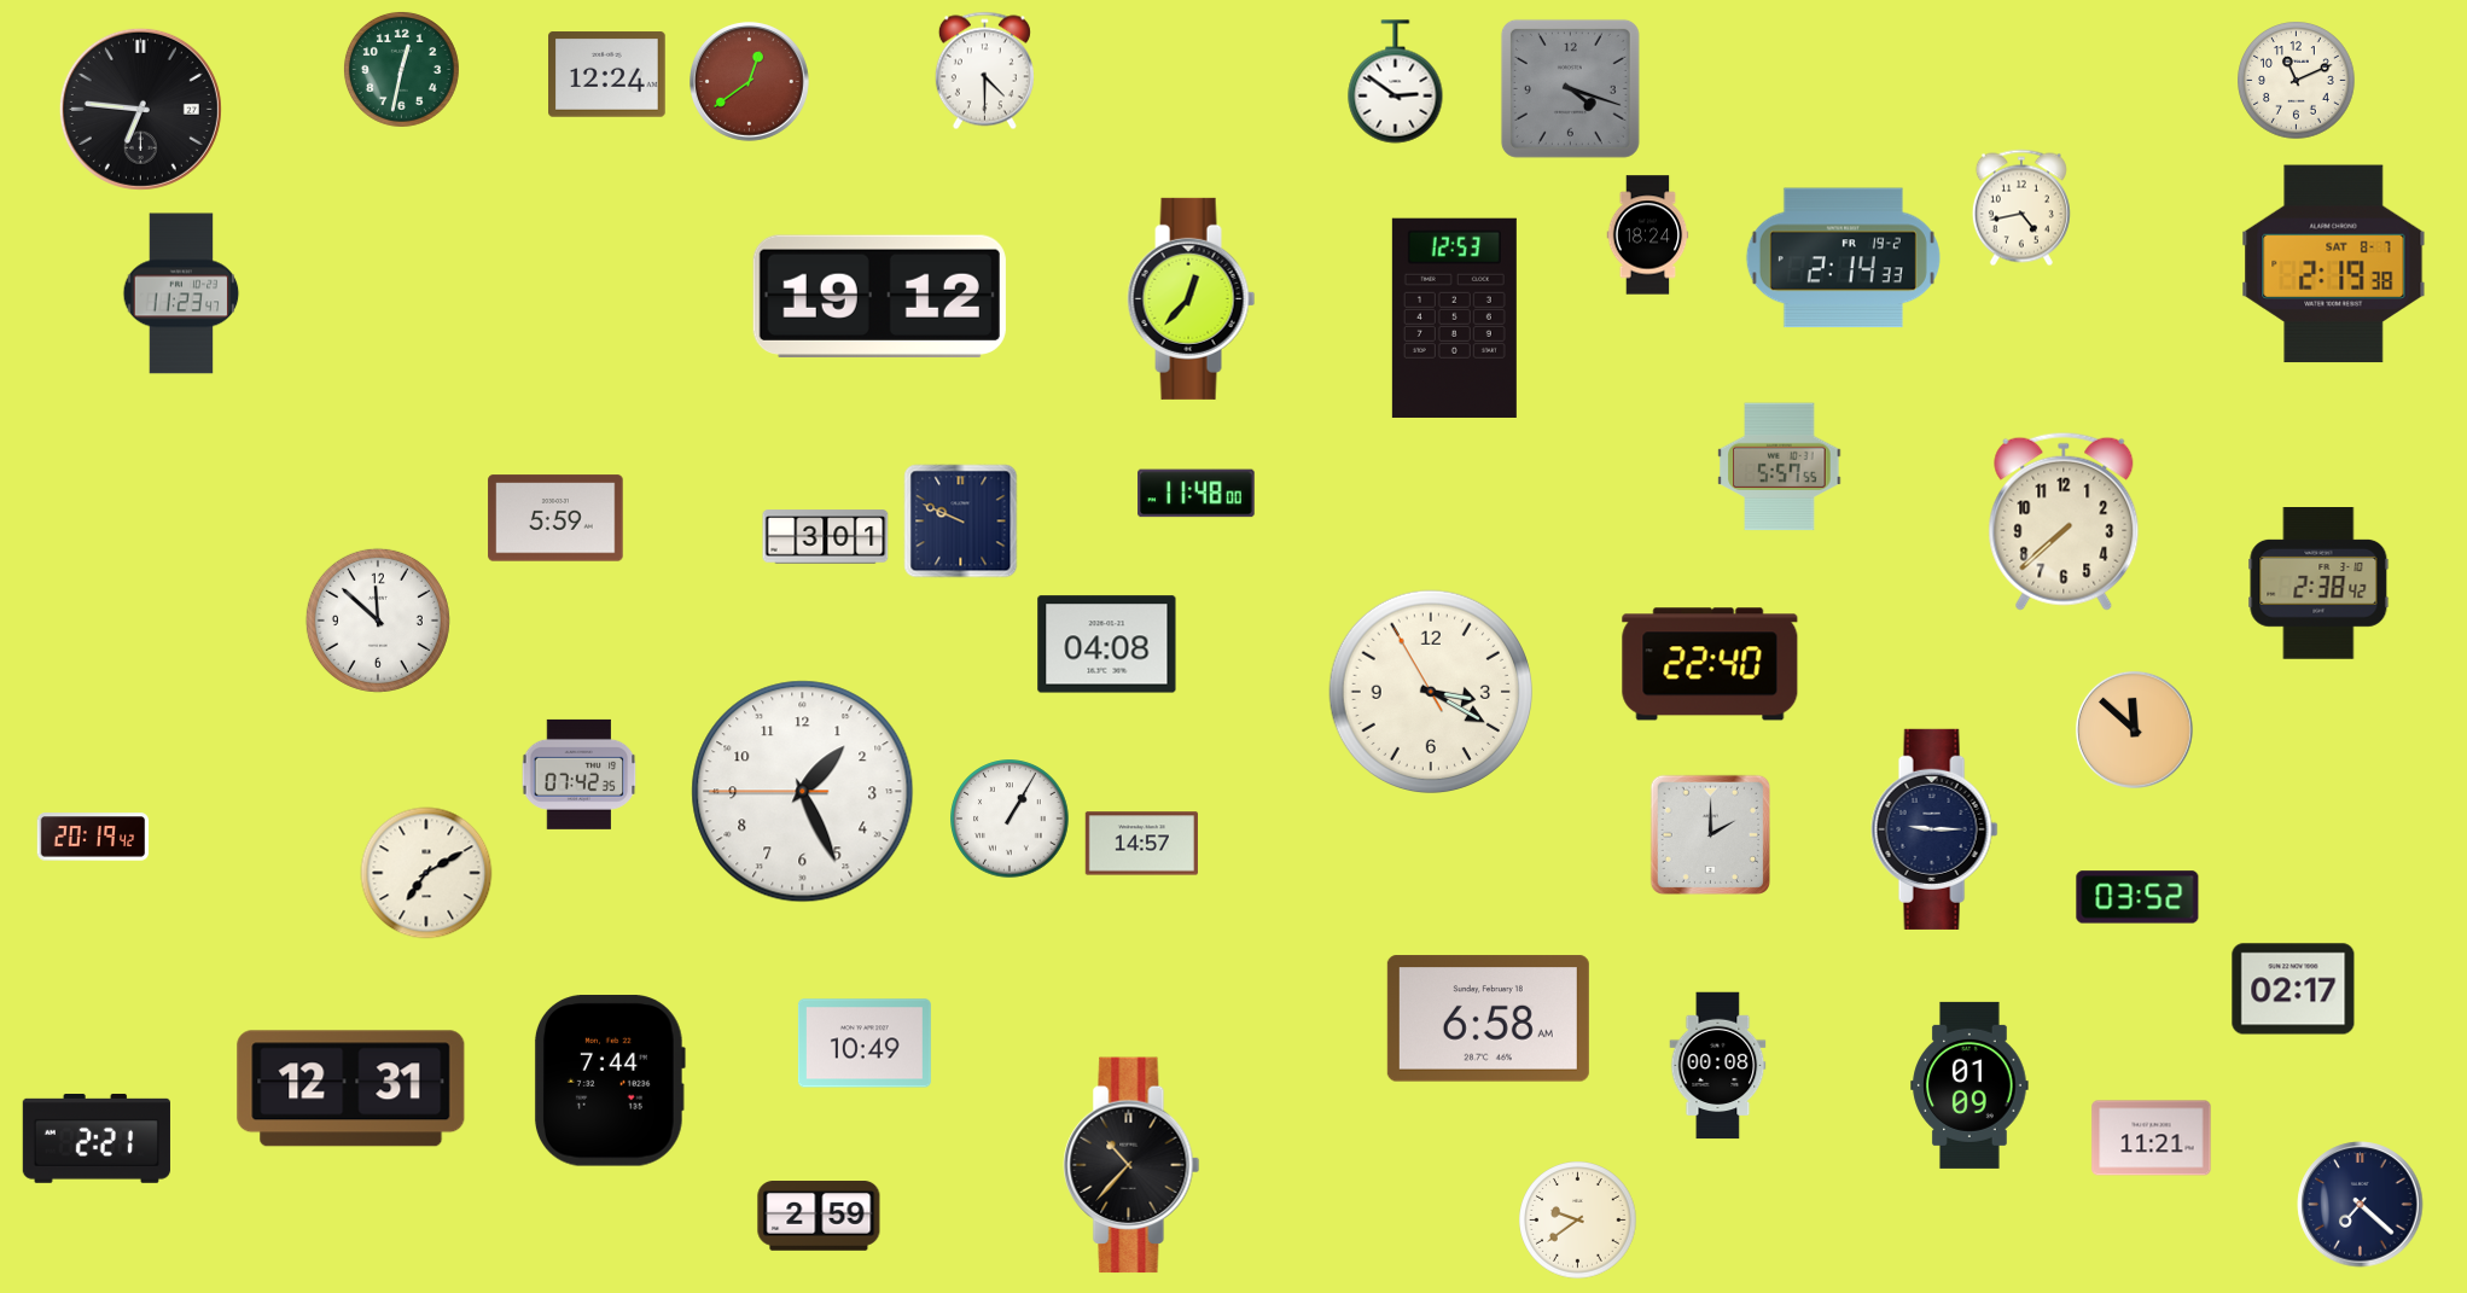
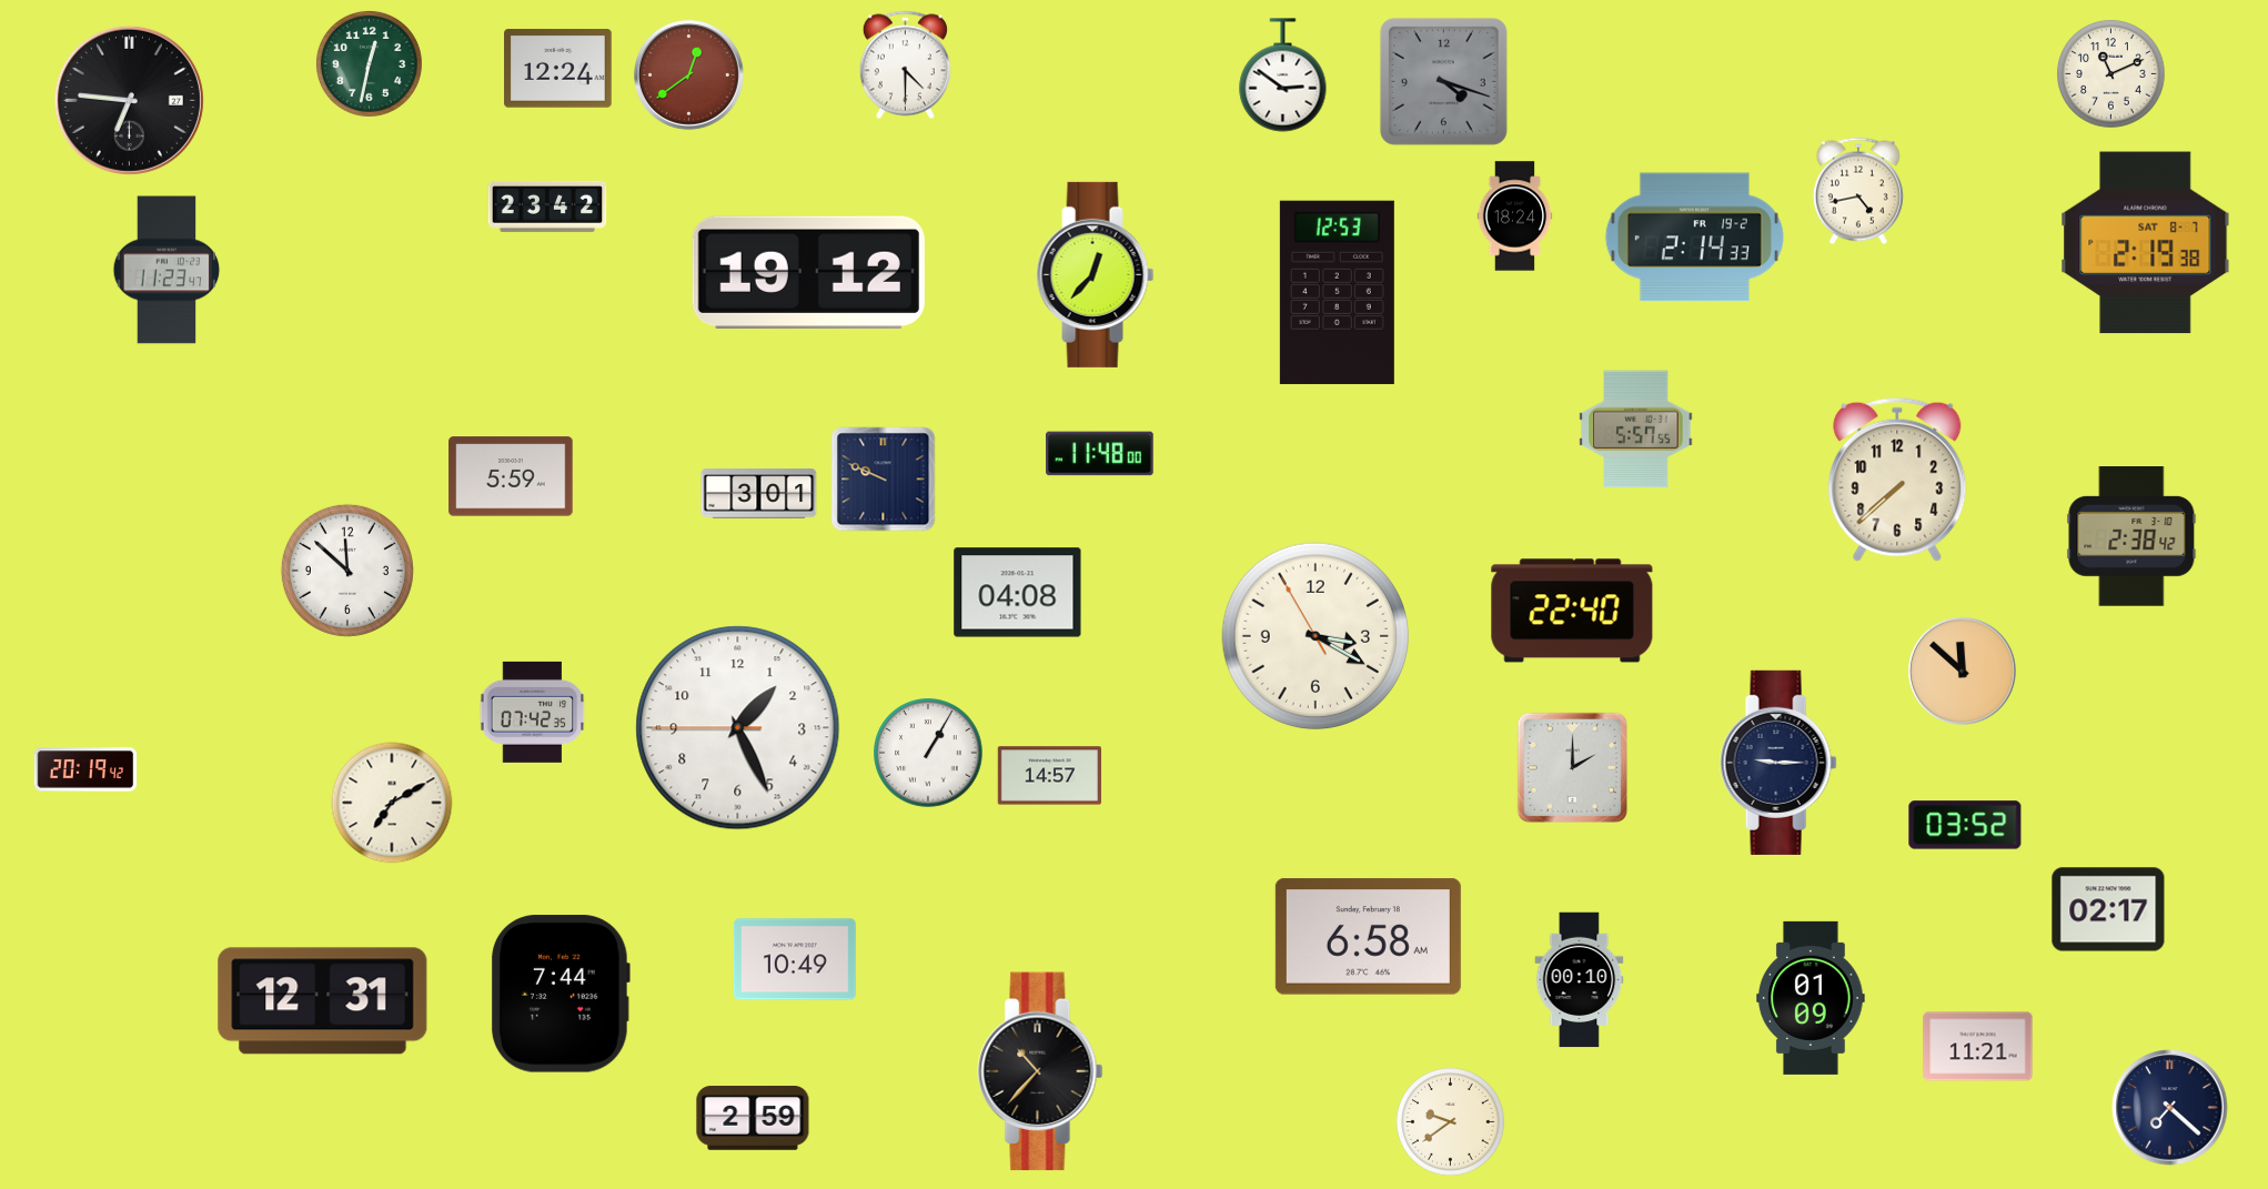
clock at (547, 206): none -> 23:42
clock at (1718, 1066): 00:08 -> 00:10
clock at (97, 1138): 2:21 -> none
